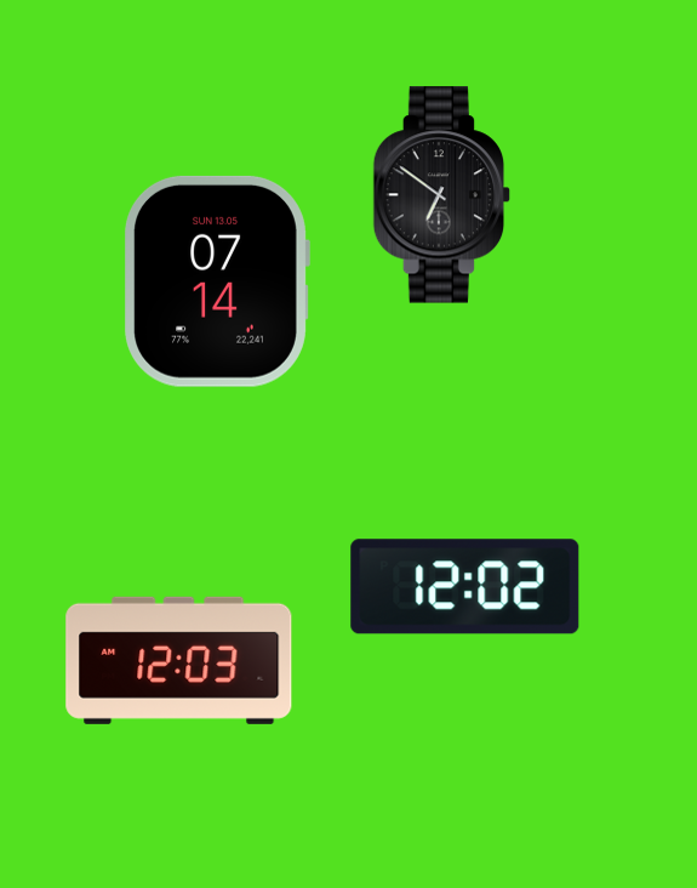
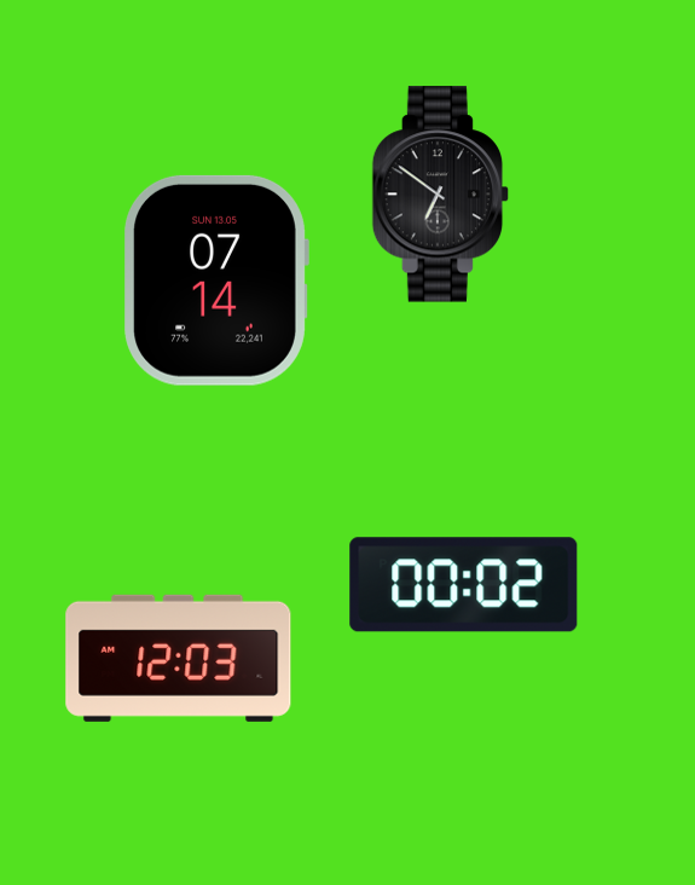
clock at (465, 587): 12:02 -> 00:02
